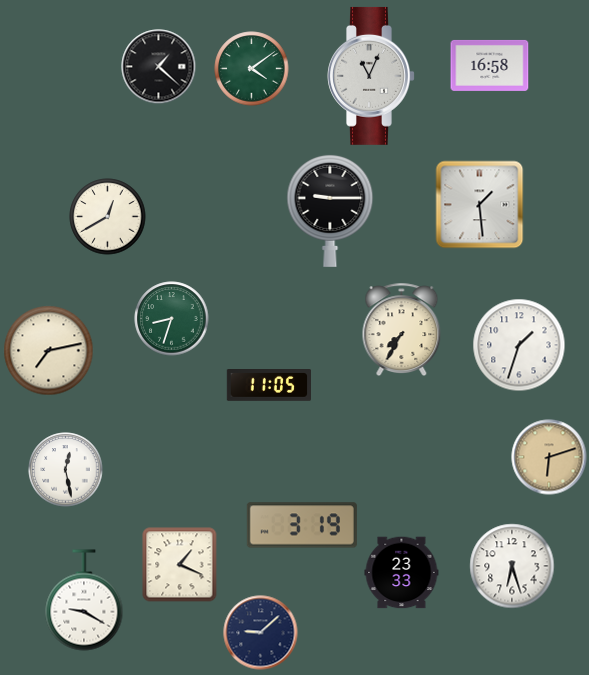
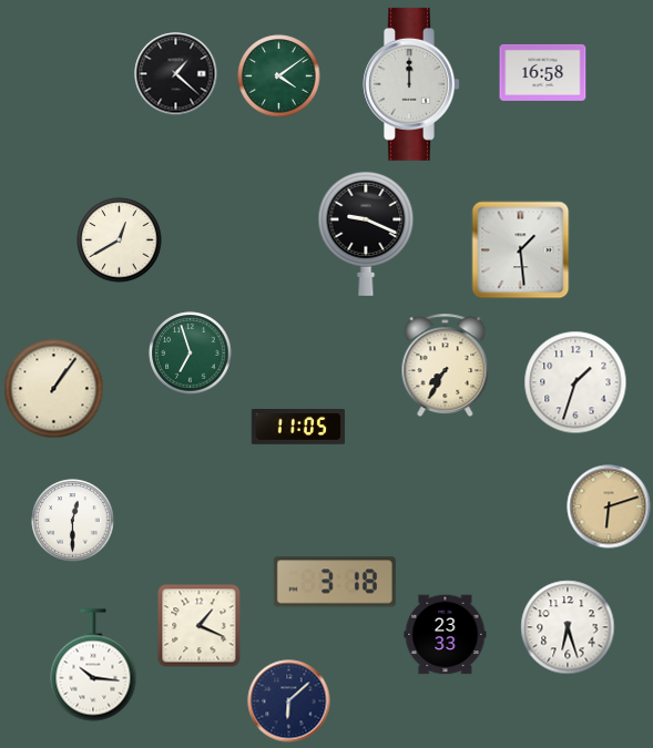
clock at (371, 76): 11:04 -> 12:00
clock at (480, 205) position: (480, 205) -> (521, 250)
clock at (330, 210): 9:15 -> 9:19
clock at (172, 319): 8:33 -> 6:57
clock at (49, 351): 7:13 -> 1:06
clock at (66, 470): 12:28 -> 12:30
clock at (302, 525): 3:19 -> 3:18
clock at (84, 600): 9:20 -> 10:16
clock at (261, 633): 9:08 -> 6:08
